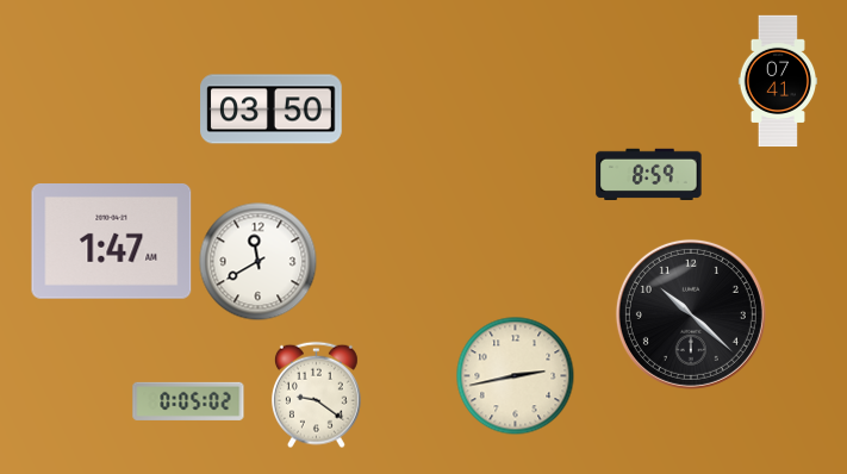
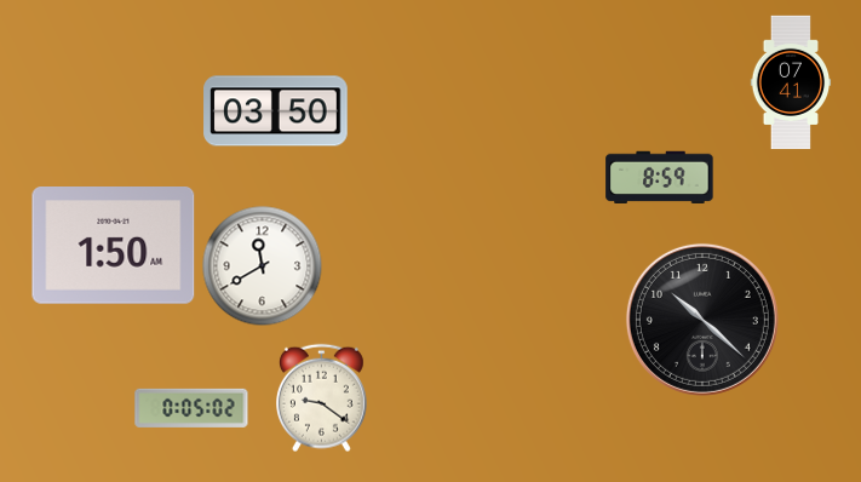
clock at (112, 242): 1:47 -> 1:50
clock at (516, 376): 2:43 -> none
clock at (316, 395) position: (316, 395) -> (321, 398)
